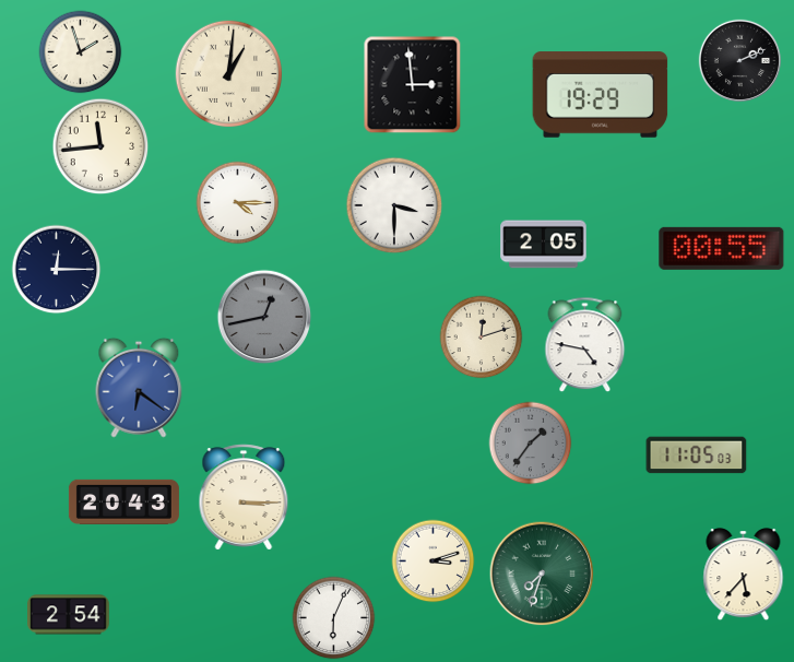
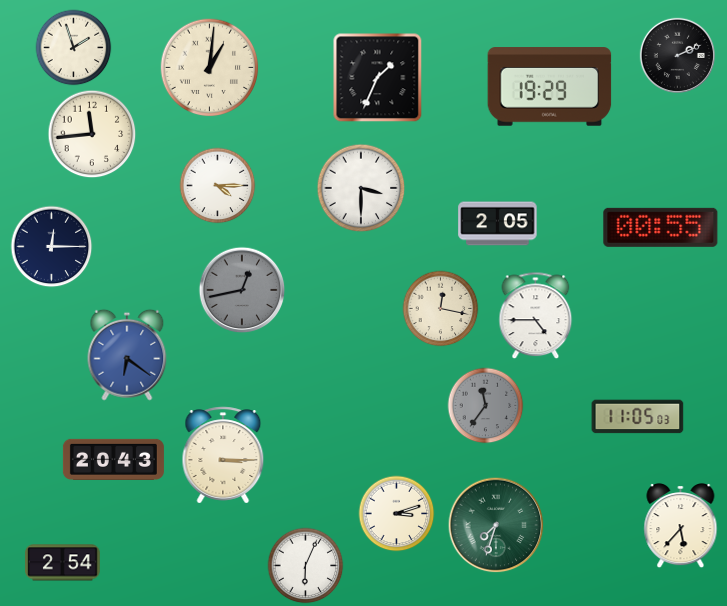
clock at (413, 85): 2:59 -> 1:34
clock at (482, 338): 12:12 -> 12:17
clock at (585, 345): 4:47 -> 4:45
clock at (531, 444): 1:36 -> 11:36
